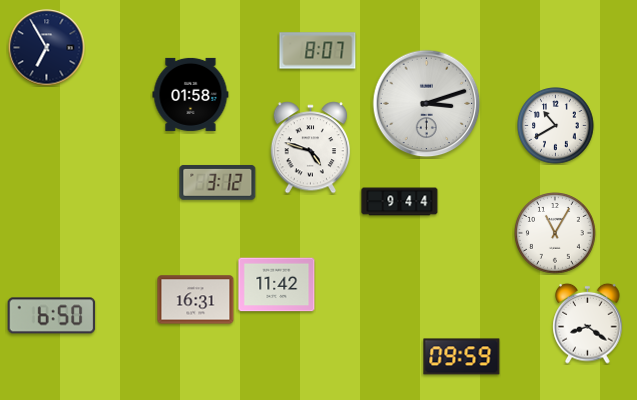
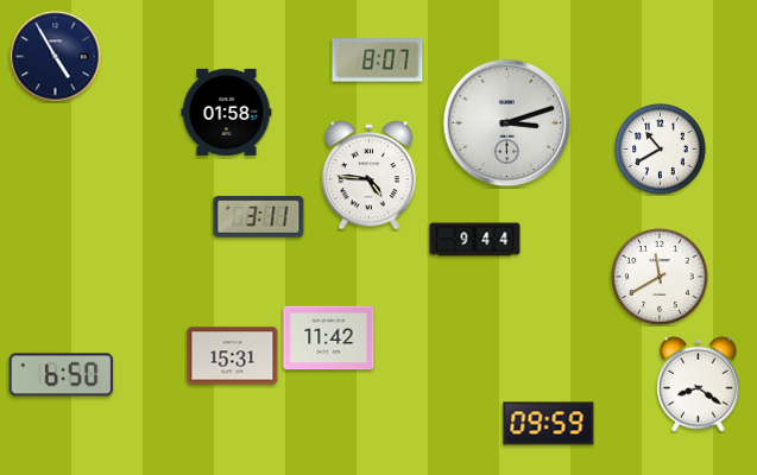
clock at (47, 48): 6:55 -> 4:55
clock at (311, 148): 4:48 -> 4:46
clock at (218, 182): 3:12 -> 3:11
clock at (556, 234): 11:05 -> 11:40
clock at (196, 300): 16:31 -> 15:31
